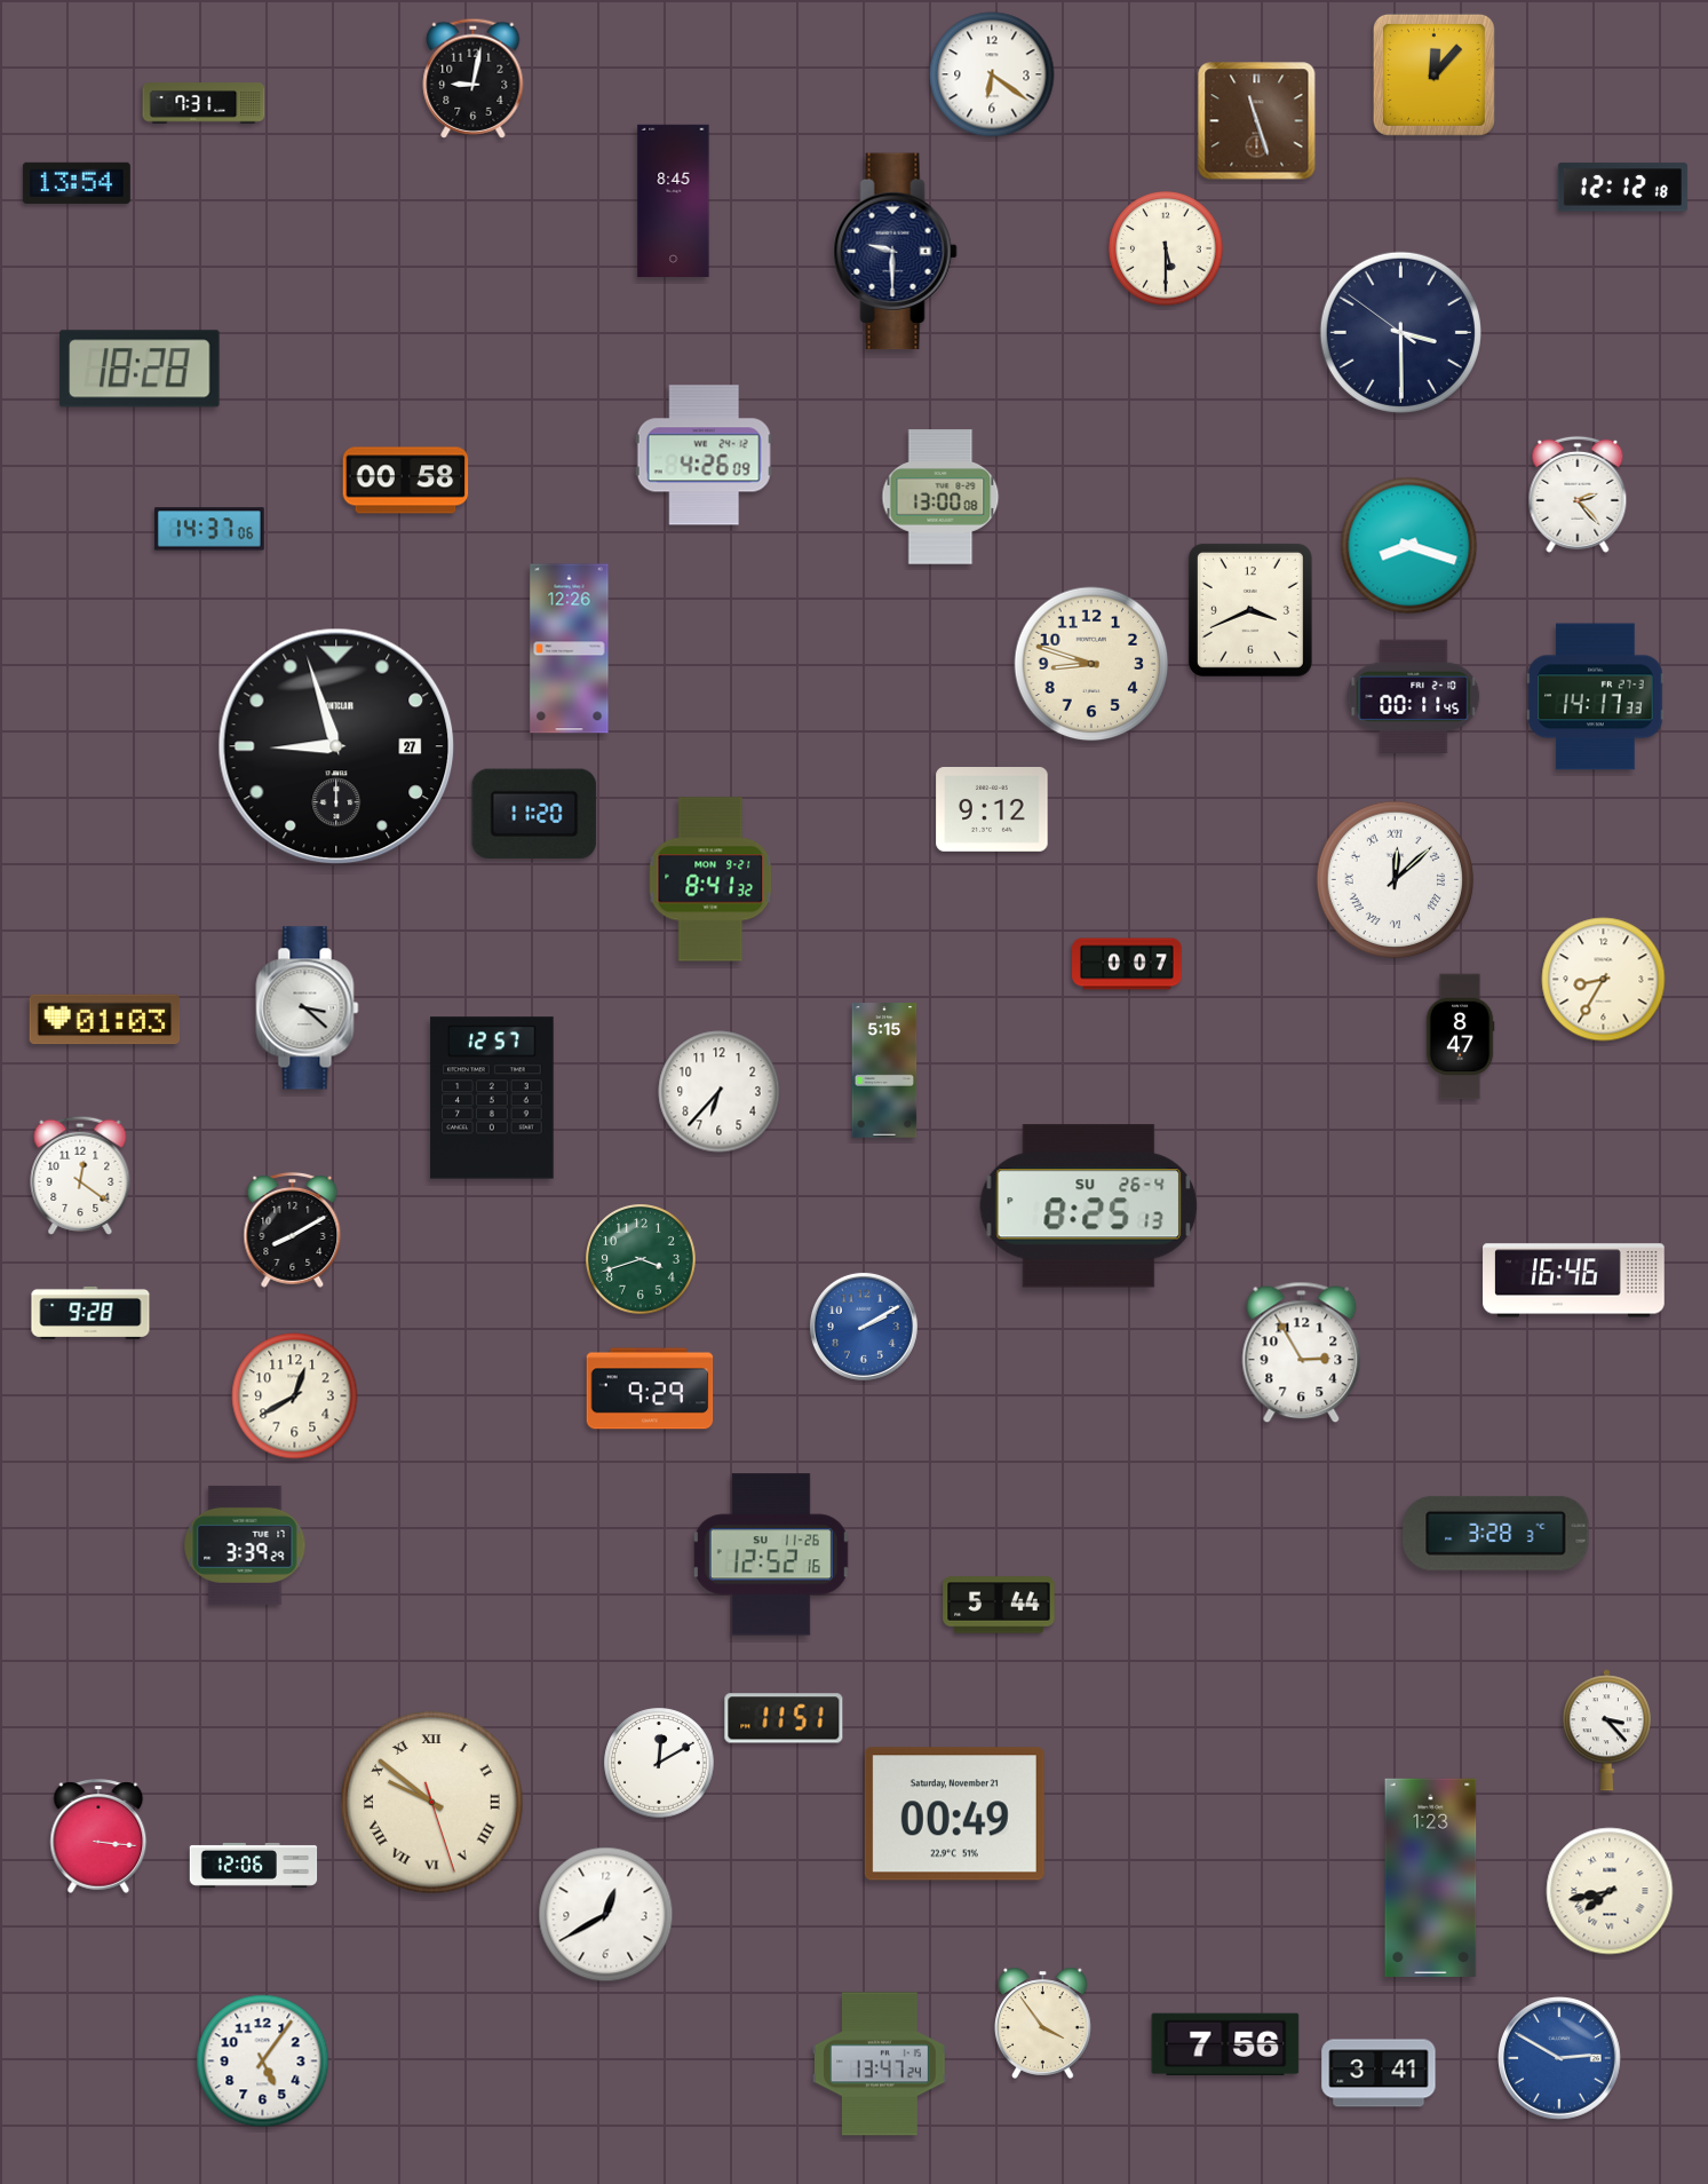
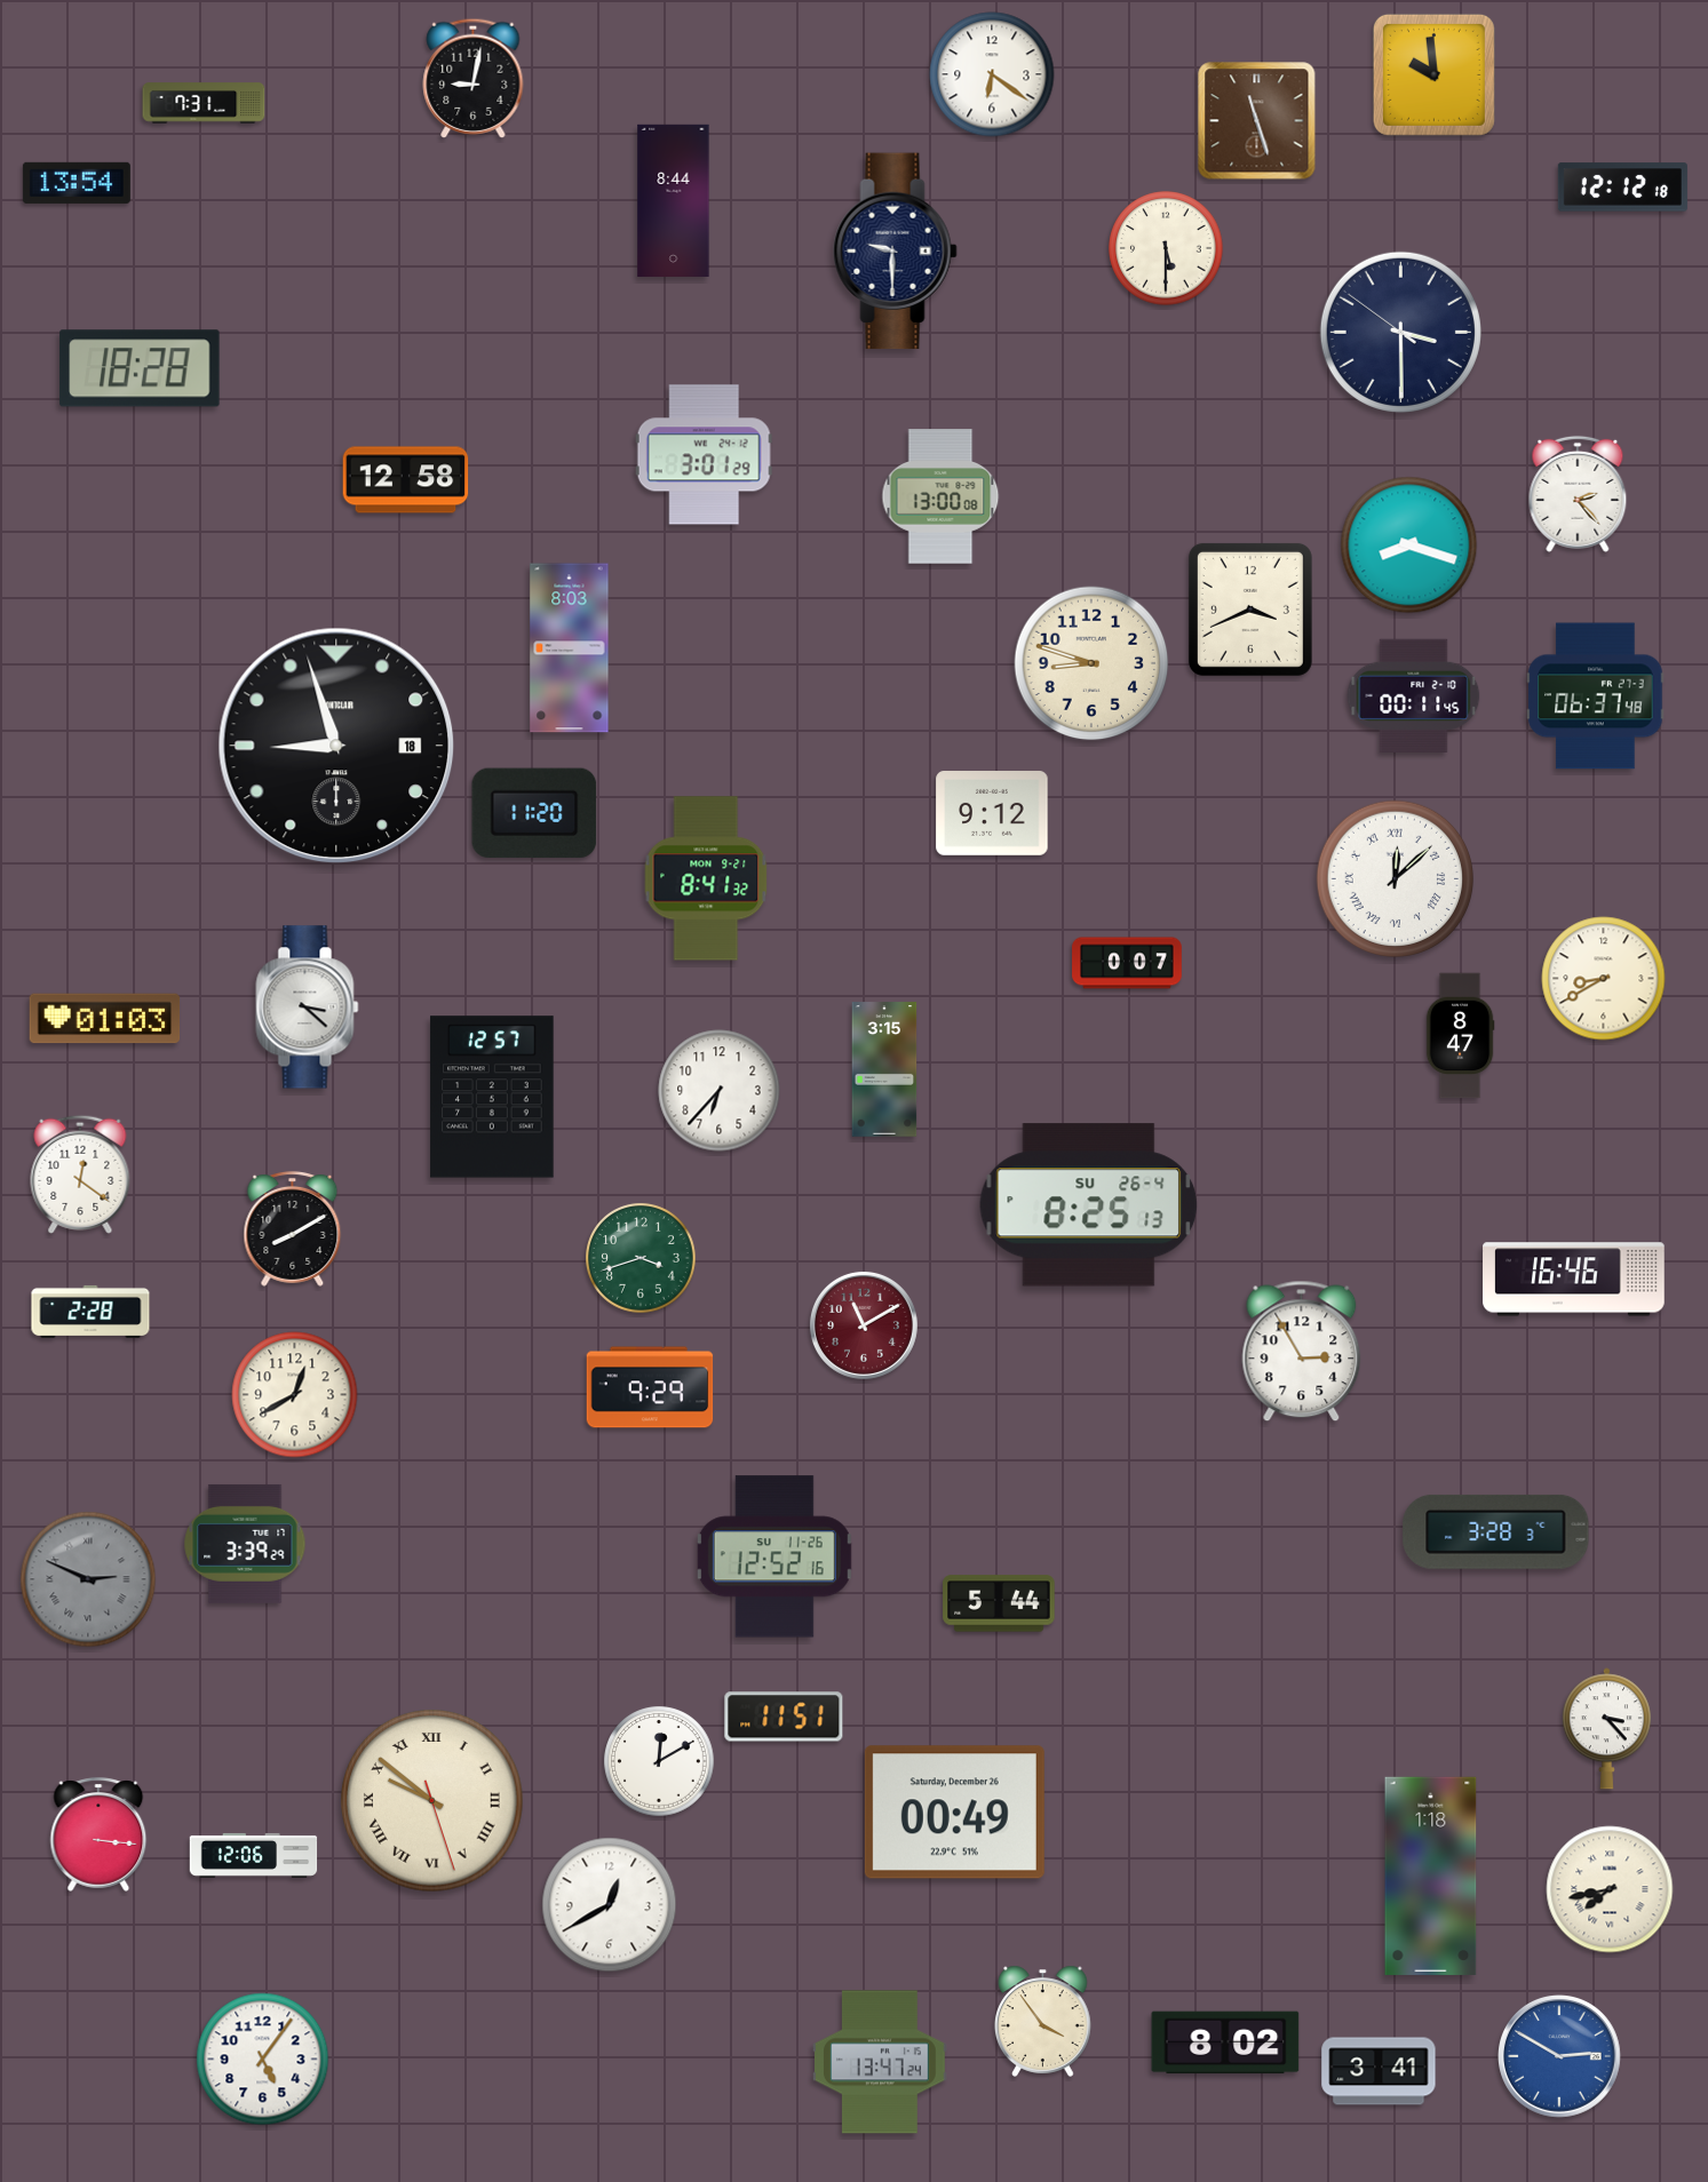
clock at (1433, 74): 12:07 -> 9:59
clock at (674, 200): 8:45 -> 8:44
clock at (704, 456): 4:26 -> 3:01
clock at (406, 481): 00:58 -> 12:58
clock at (209, 529): 14:37 -> none
clock at (570, 649): 12:26 -> 8:03
clock at (1596, 697): 14:17 -> 06:37
clock at (336, 746) date: 27 -> 18
clock at (992, 810) position: (992, 810) -> (992, 814)
clock at (710, 879) position: (710, 879) -> (706, 878)
clock at (1604, 980): 8:35 -> 8:40
clock at (884, 1070): 5:15 -> 3:15
clock at (90, 1313): 9:28 -> 2:28
clock at (864, 1327): 2:10 -> 11:10
clock at (864, 1327) dial: blue -> burgundy
clock at (771, 1554) position: (771, 1554) -> (774, 1556)
clock at (88, 1579): none -> 2:49
clock at (954, 1814) date: Saturday, November 21 -> Saturday, December 26
clock at (254, 1865) position: (254, 1865) -> (254, 1855)
clock at (1431, 1878): 1:23 -> 1:18
clock at (606, 1915) position: (606, 1915) -> (610, 1905)
clock at (1225, 2044): 7:56 -> 8:02
